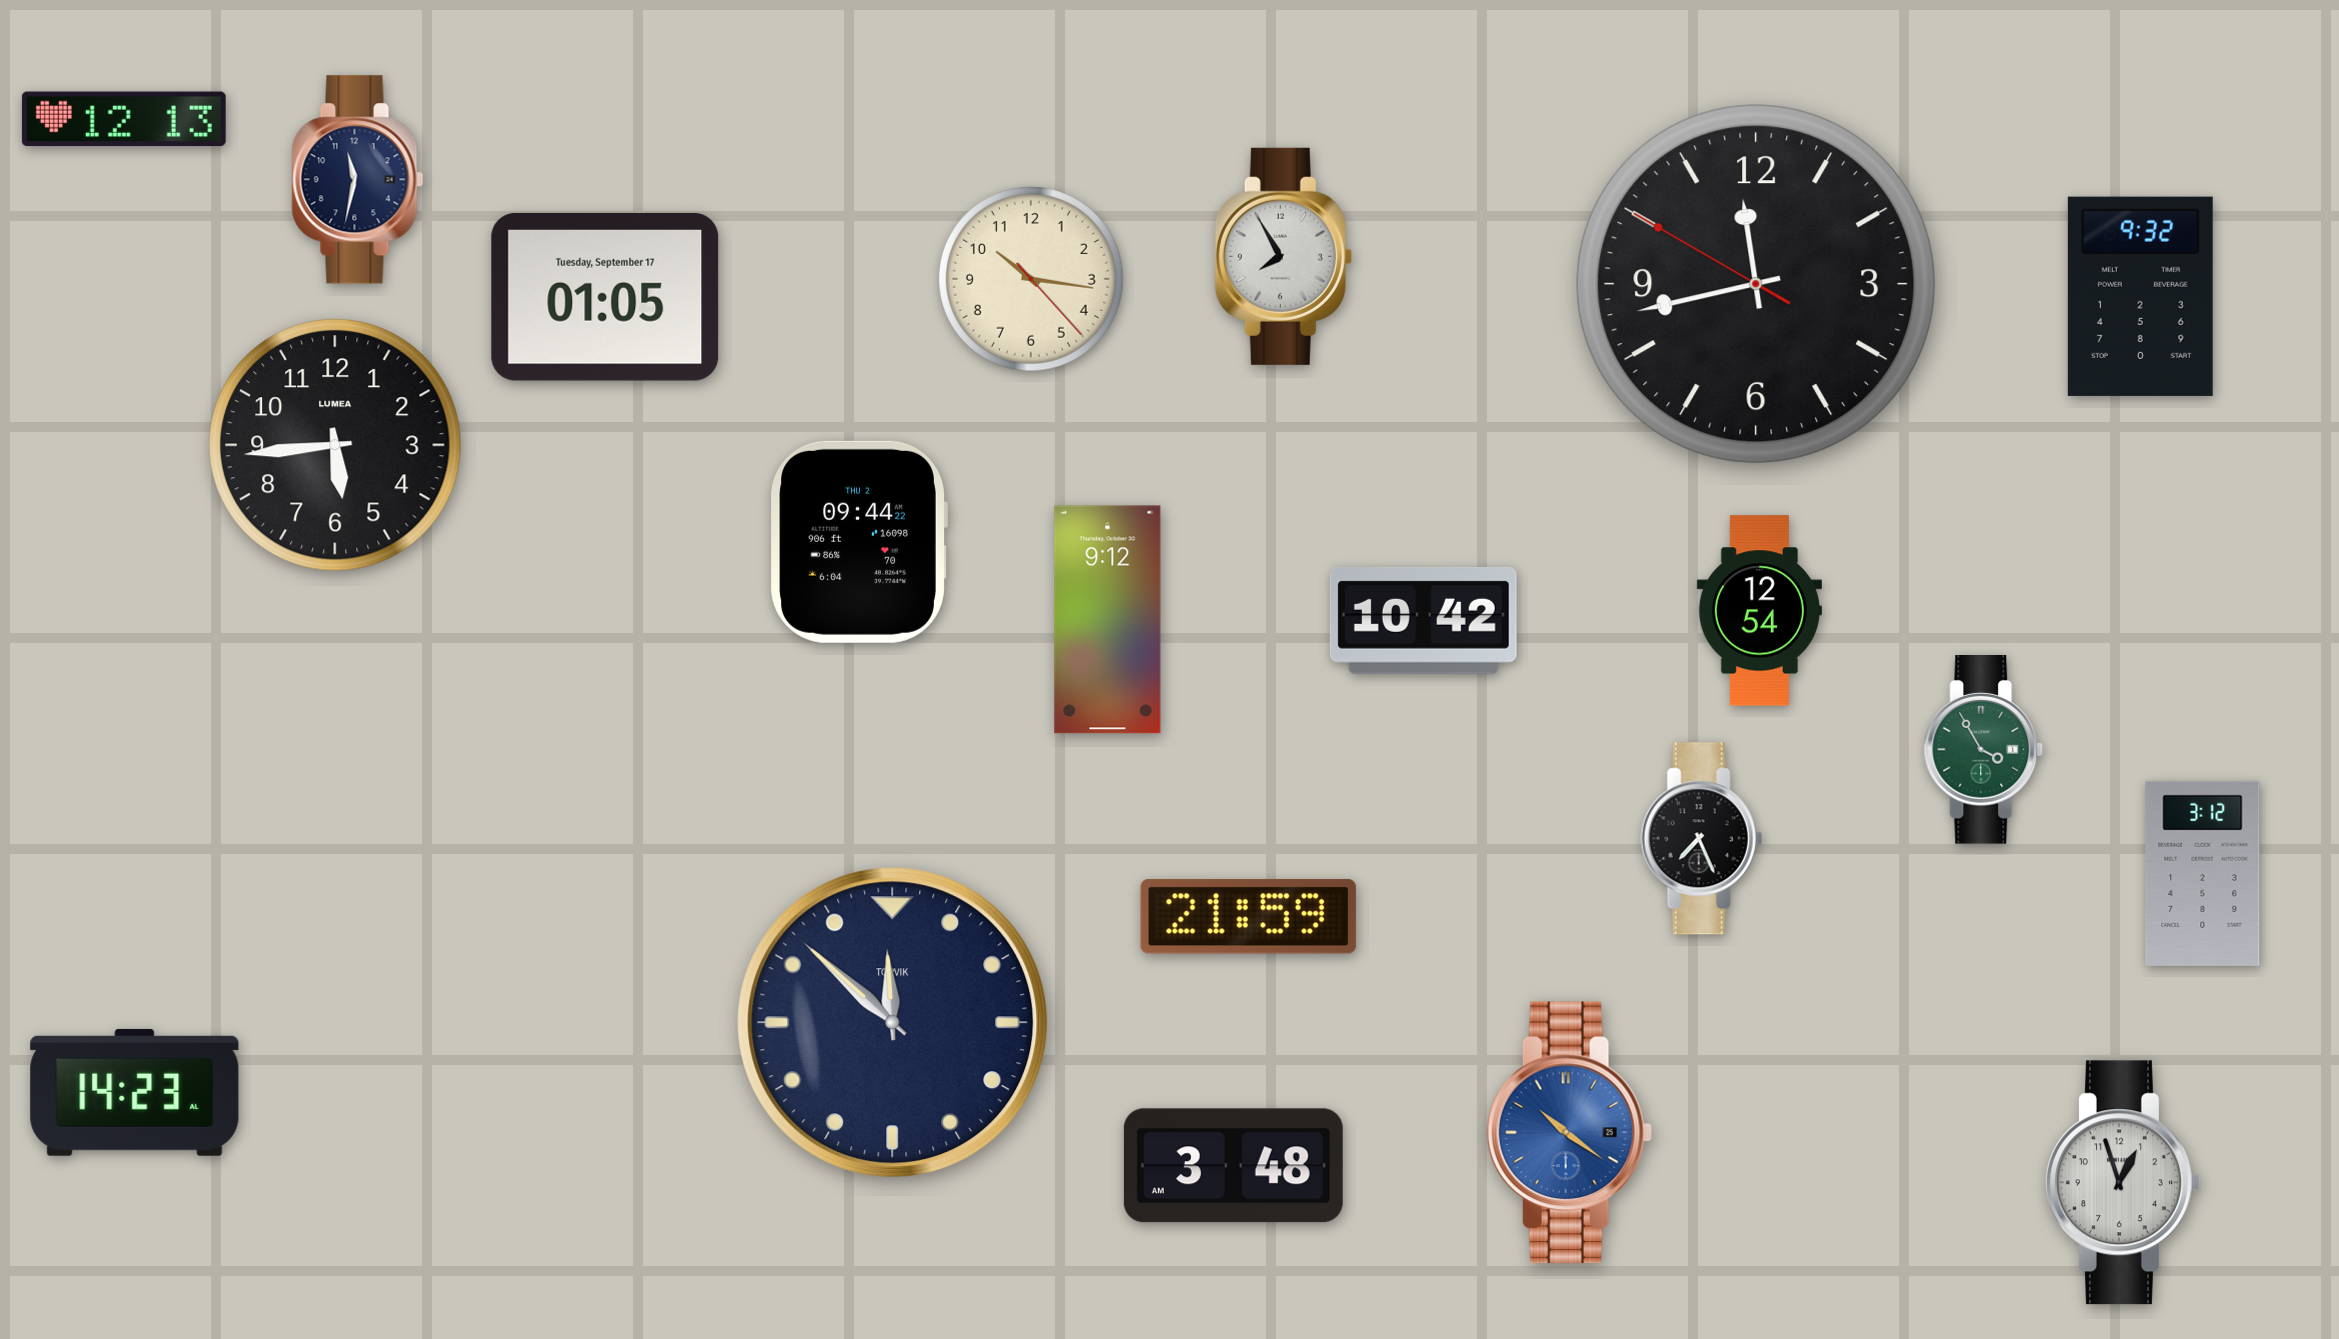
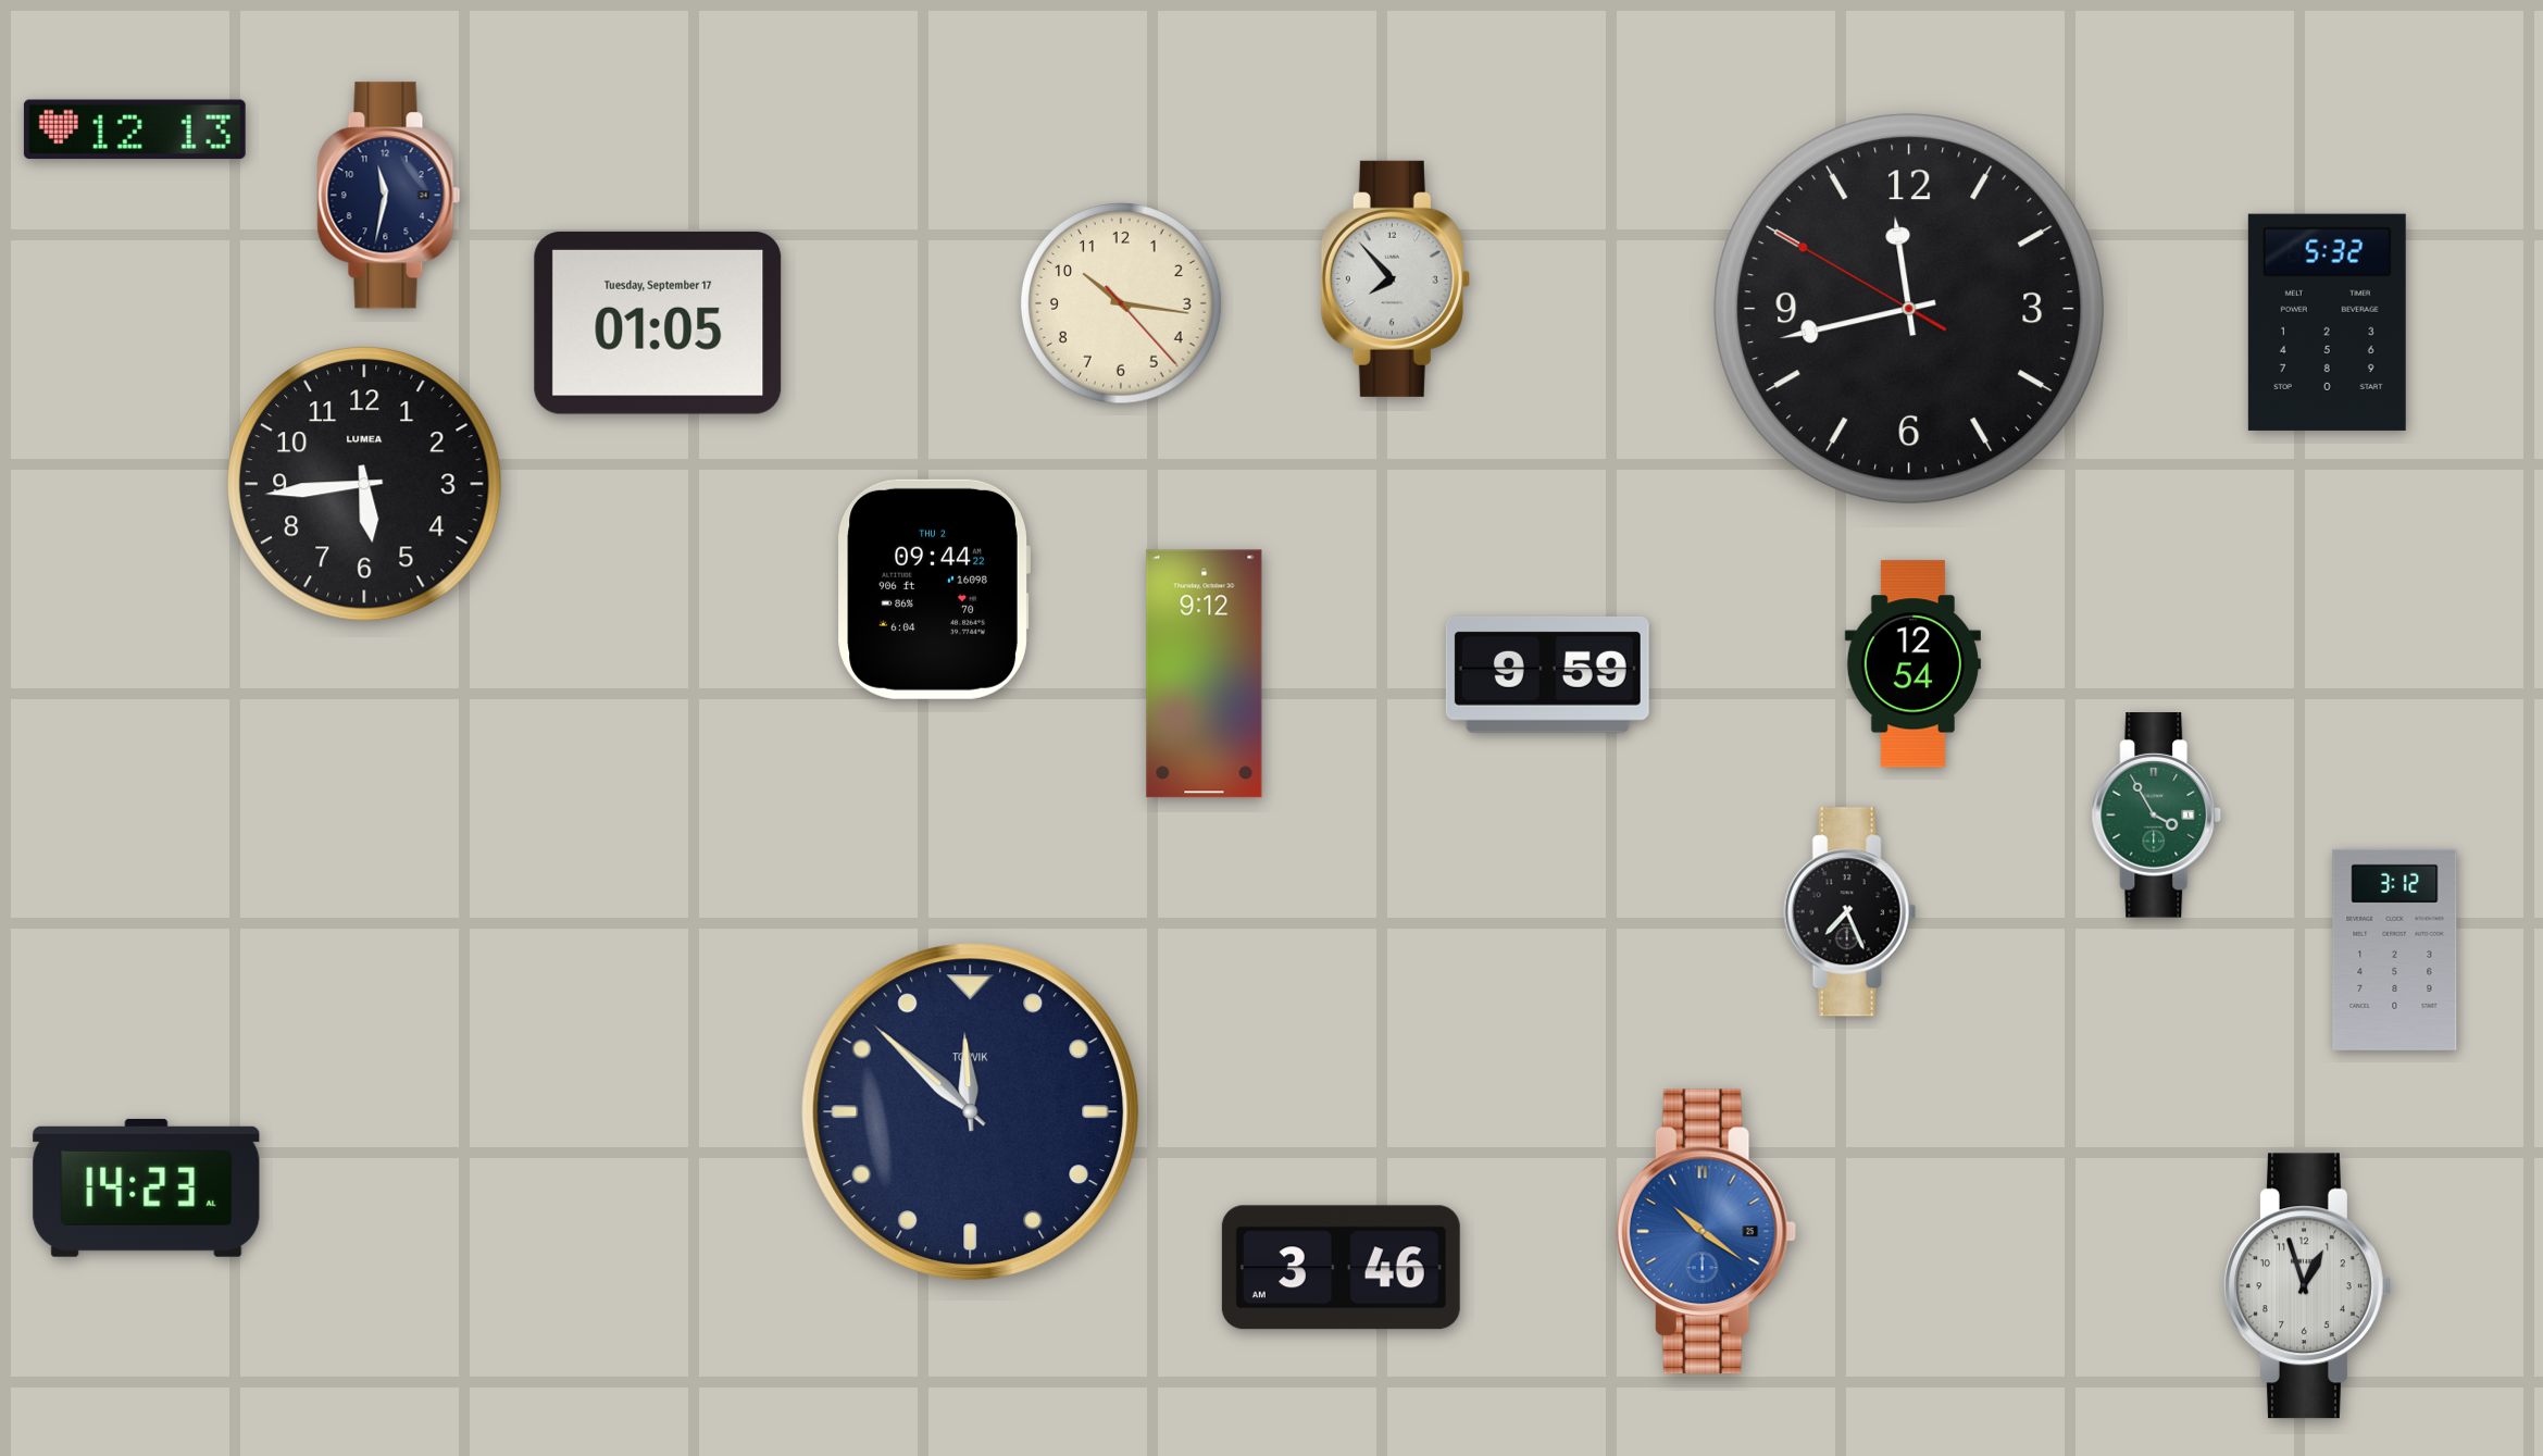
clock at (1283, 256): 7:55 -> 7:53
clock at (2140, 296): 9:32 -> 5:32
clock at (1423, 620): 10:42 -> 9:59
clock at (1248, 917): 21:59 -> none
clock at (1233, 1166): 3:48 -> 3:46
